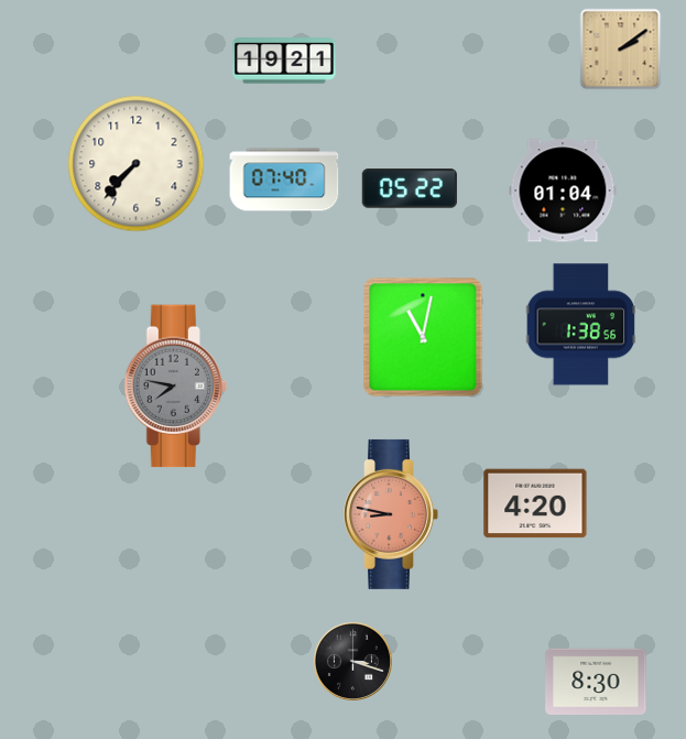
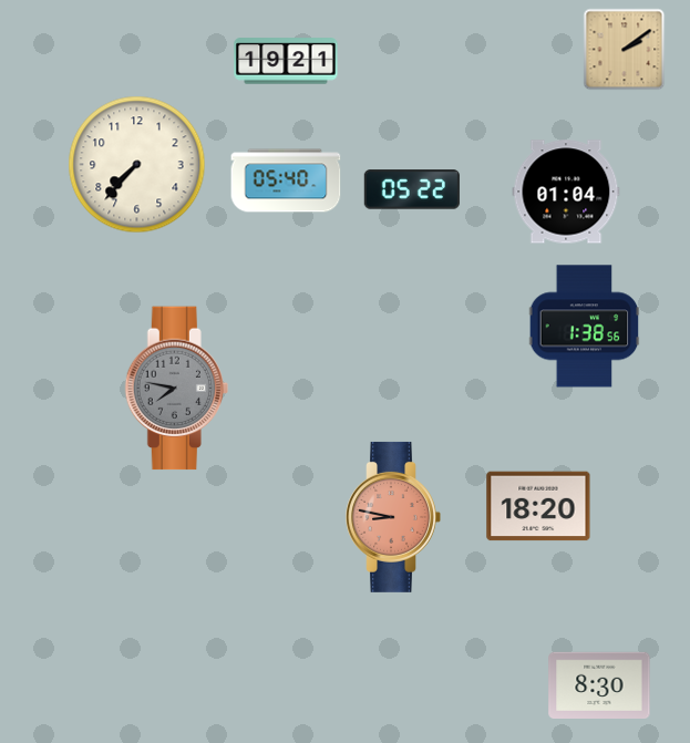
clock at (284, 180): 07:40 -> 05:40
clock at (423, 337): 11:02 -> none
clock at (535, 503): 4:20 -> 18:20
clock at (352, 661): 3:18 -> none
